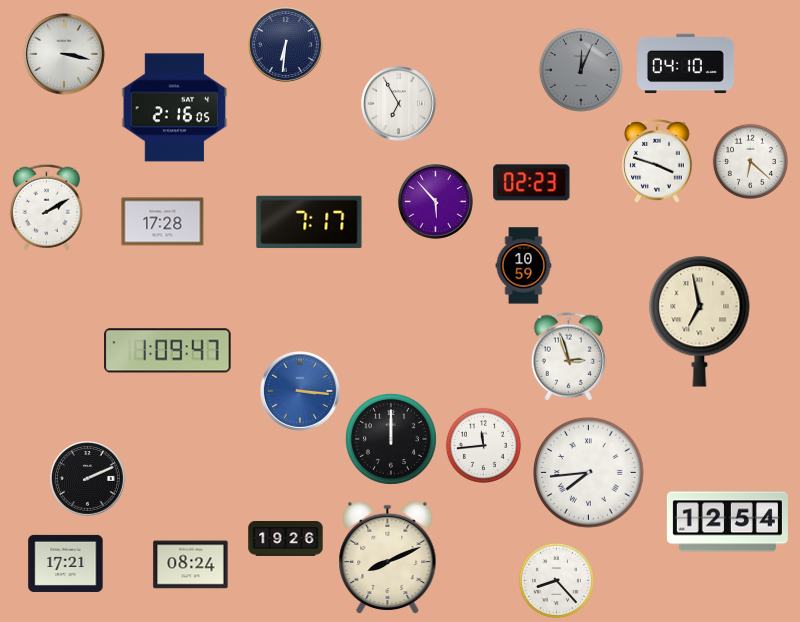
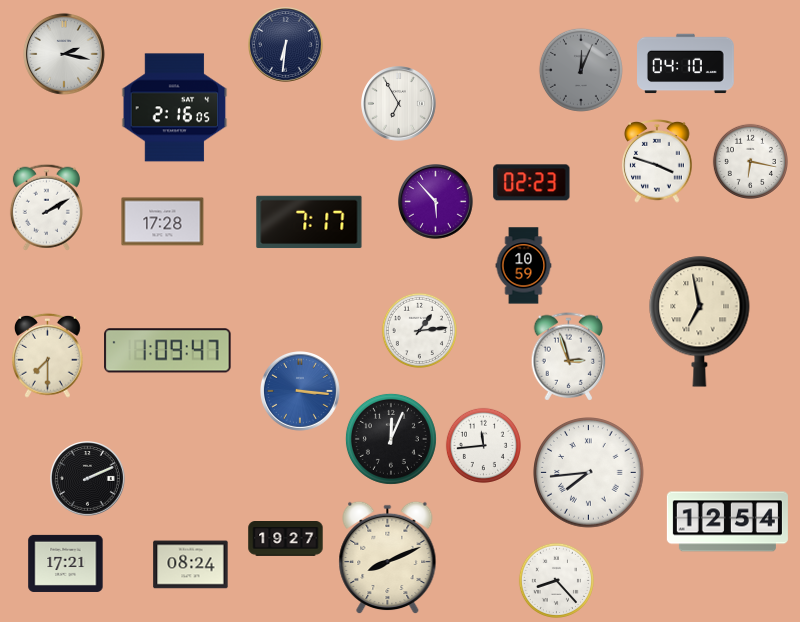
clock at (64, 54): 3:17 -> 2:17
clock at (750, 161): 6:22 -> 6:17
clock at (419, 330): none -> 1:14
clock at (48, 355): none -> 7:30
clock at (391, 439): 12:00 -> 12:04
clock at (286, 539): 19:26 -> 19:27
